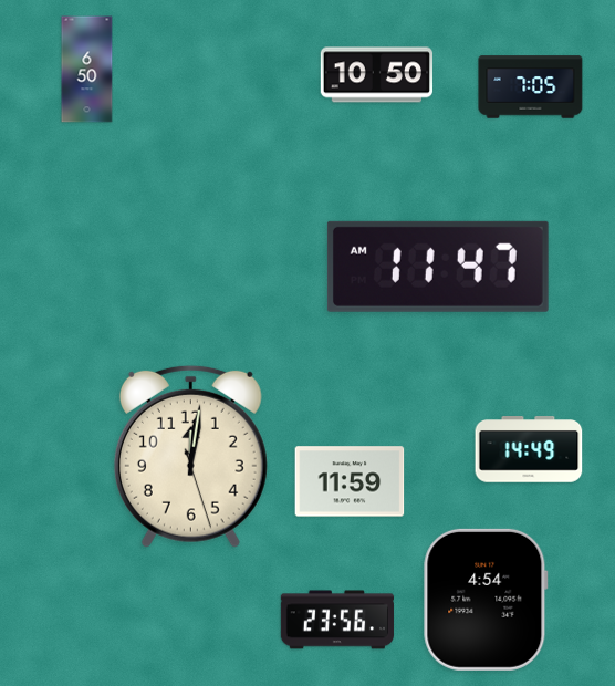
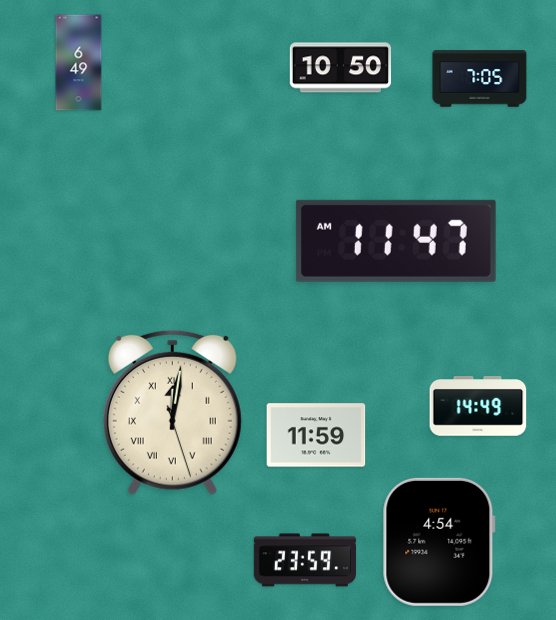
clock at (87, 70): 6:50 -> 6:49
clock at (190, 456) numerals: Arabic -> Roman
clock at (337, 620): 23:56 -> 23:59
